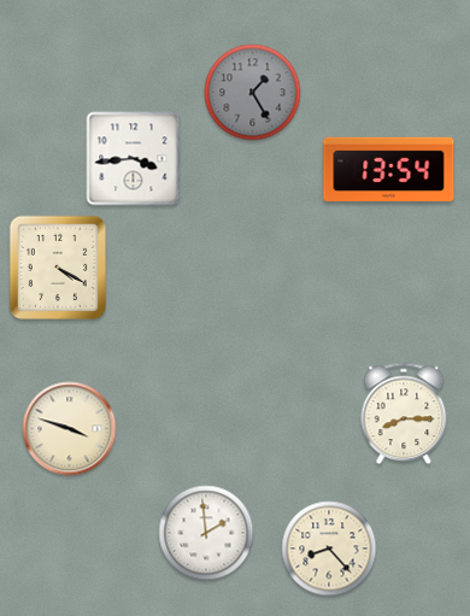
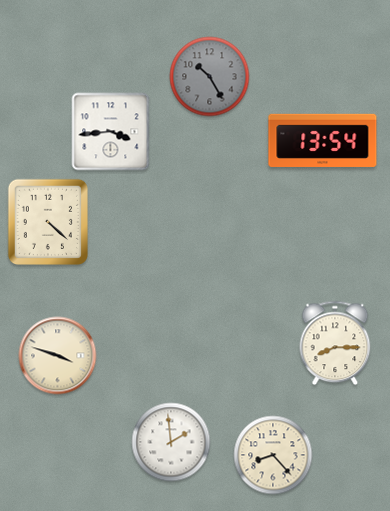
clock at (253, 93): 1:25 -> 10:25
clock at (57, 266): 4:20 -> 4:22
